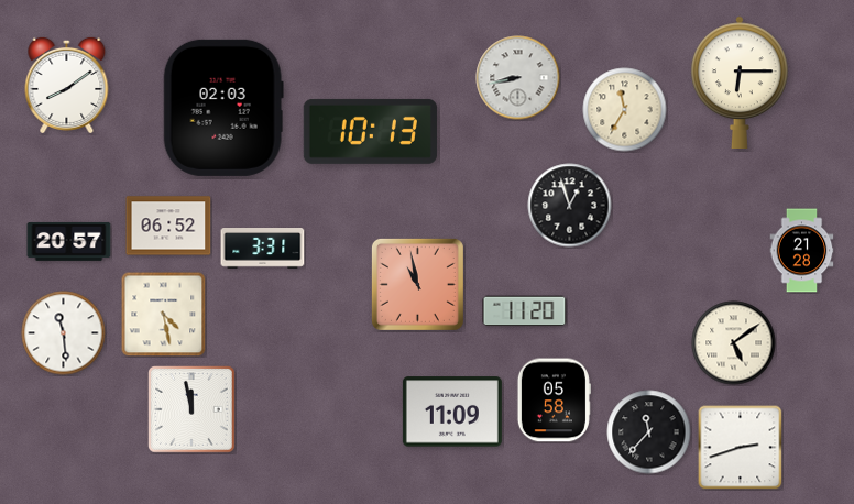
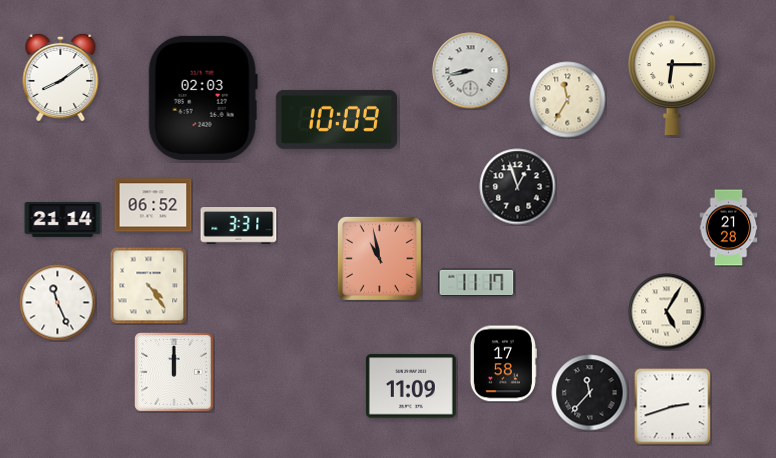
clock at (370, 131): 10:13 -> 10:09
clock at (69, 241): 20:57 -> 21:14
clock at (525, 311): 11:20 -> 11:17
clock at (163, 314): 4:28 -> 4:24
clock at (64, 333): 11:29 -> 11:26
clock at (734, 343): 5:09 -> 5:05
clock at (554, 401): 05:58 -> 17:58
clock at (191, 409): 11:58 -> 12:00
clock at (452, 412) position: (452, 412) -> (411, 386)
